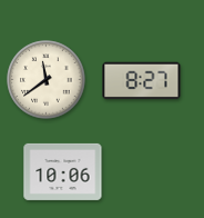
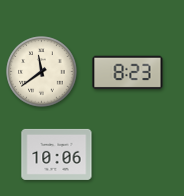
clock at (142, 81): 8:27 -> 8:23
